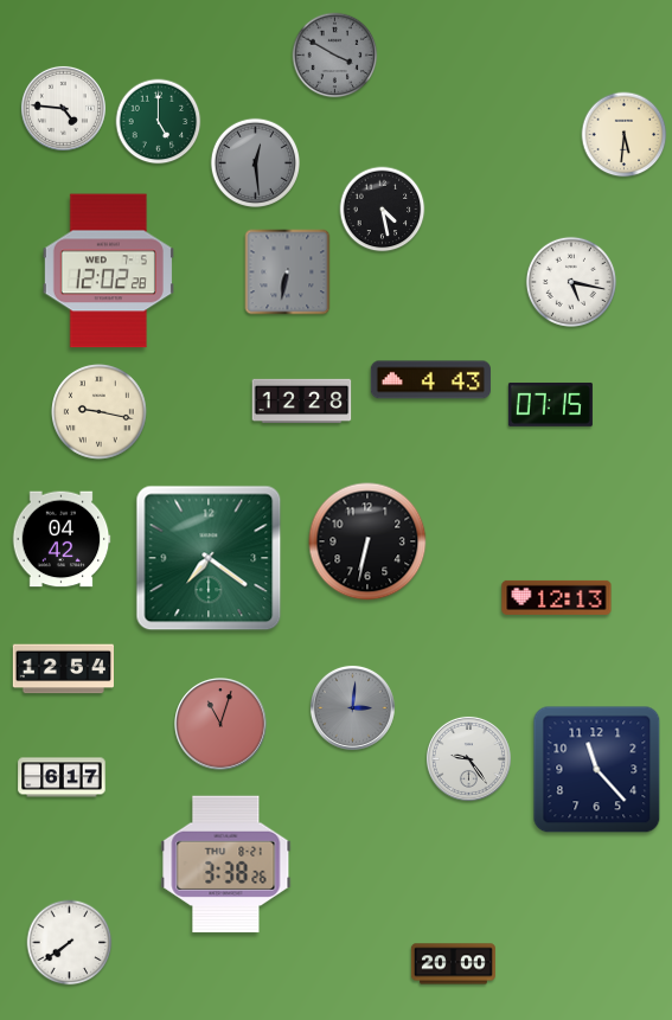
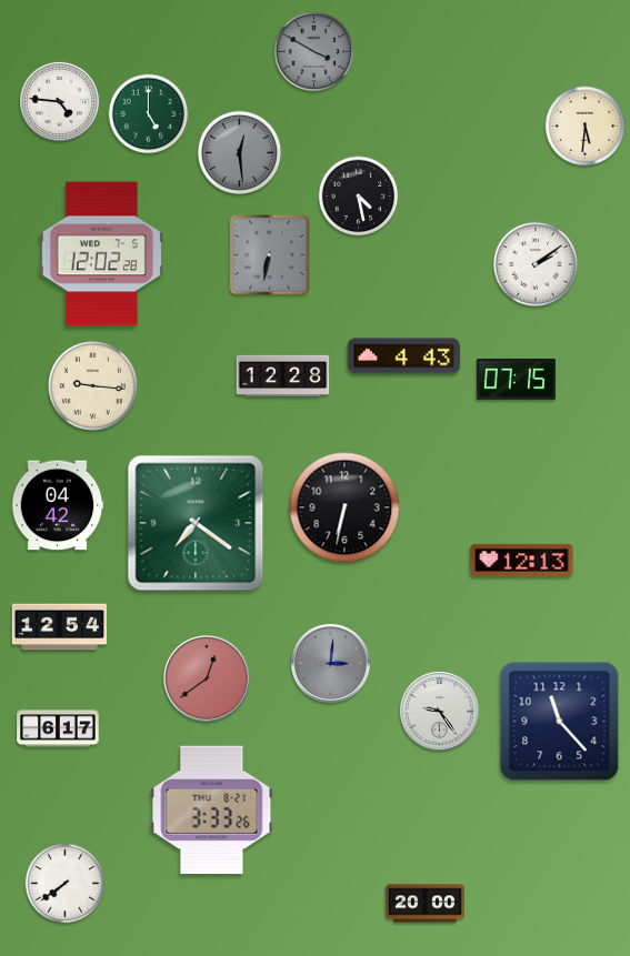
clock at (571, 282): 5:17 -> 2:09
clock at (100, 412): 9:17 -> 9:16
clock at (220, 724): 11:03 -> 12:39
clock at (226, 865): 3:38 -> 3:33
